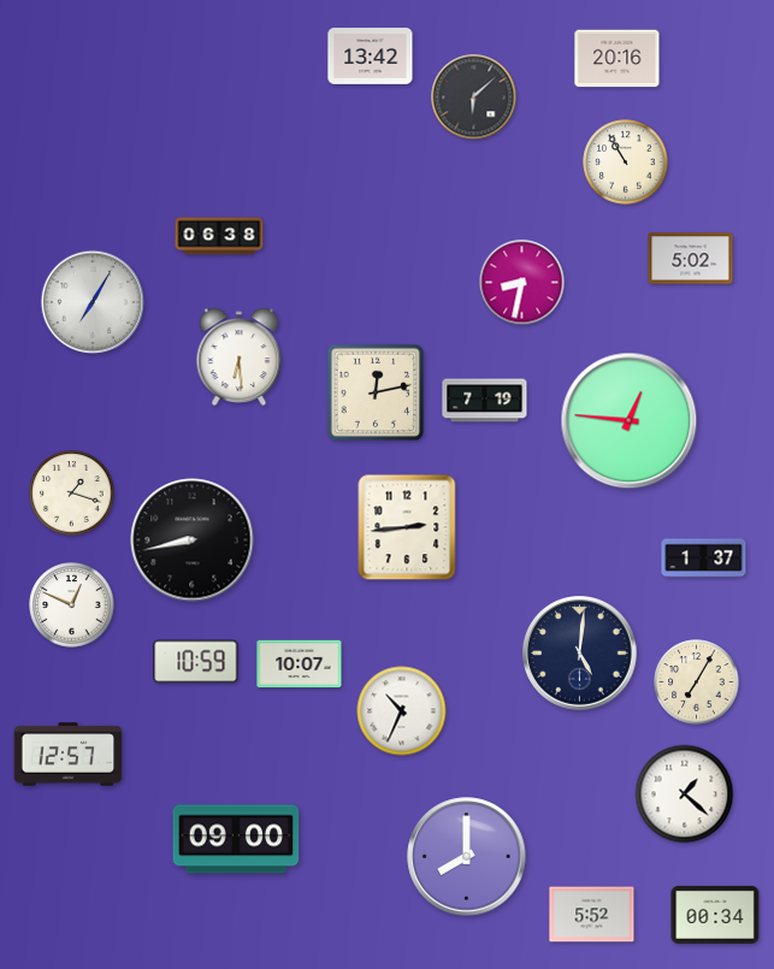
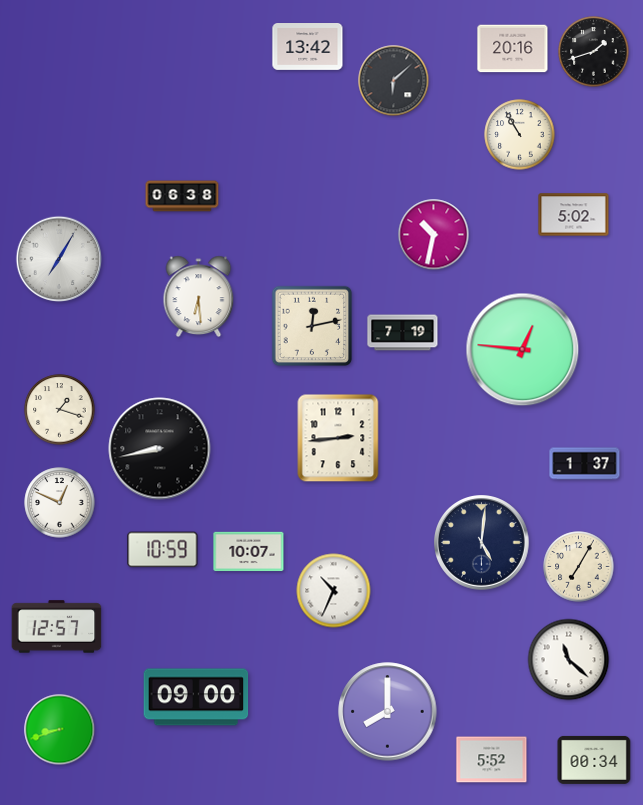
clock at (594, 52): none -> 1:42
clock at (522, 283): 8:32 -> 10:32
clock at (93, 302) position: (93, 302) -> (59, 259)
clock at (685, 794): 1:22 -> 11:22
clock at (60, 730): none -> 8:42
